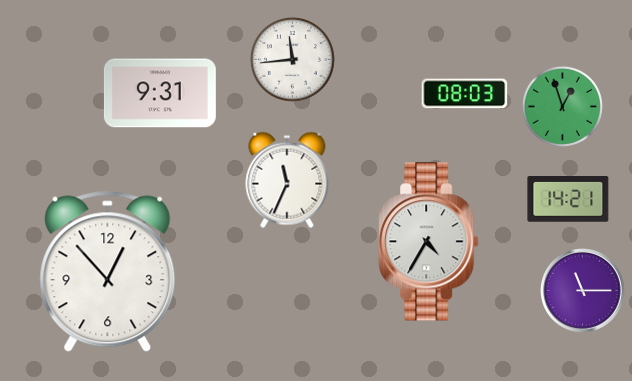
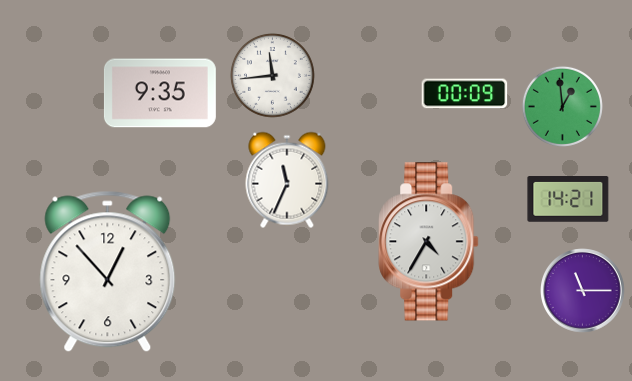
clock at (292, 59) position: (292, 59) -> (272, 75)
clock at (160, 93): 9:31 -> 9:35
clock at (465, 94): 08:03 -> 00:09
clock at (562, 106): 12:57 -> 12:59
